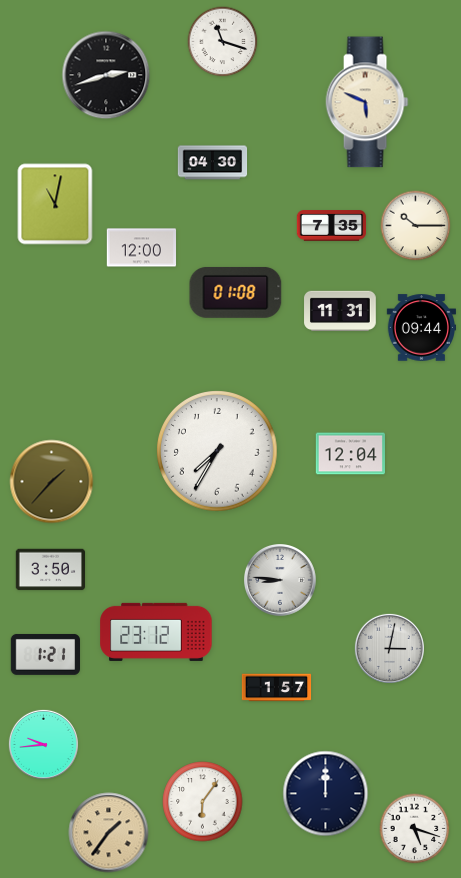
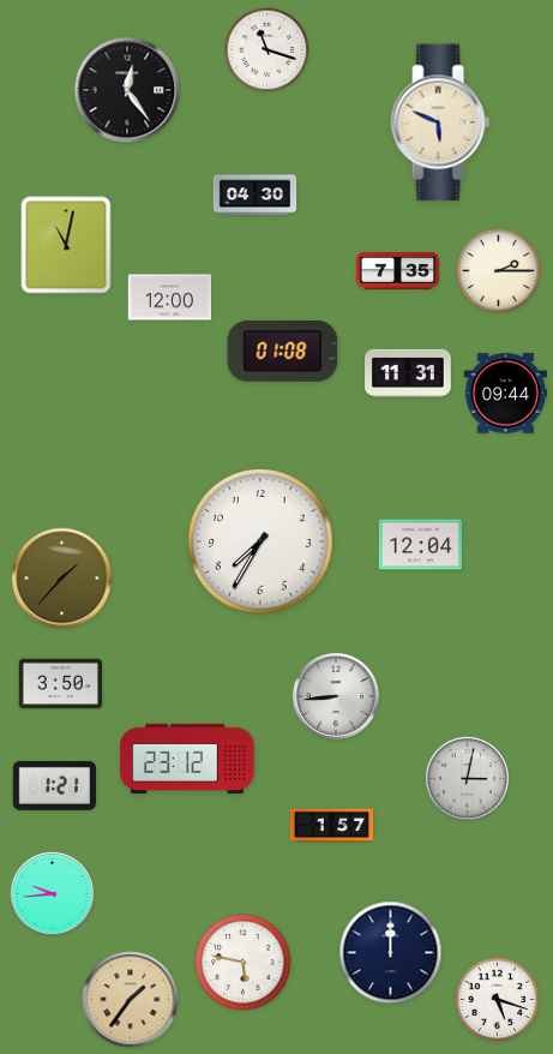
clock at (106, 75): 2:42 -> 12:24
clock at (416, 226): 10:15 -> 2:15
clock at (281, 581): 8:46 -> 8:44
clock at (203, 802): 6:06 -> 5:47
clock at (415, 829) position: (415, 829) -> (498, 1000)
